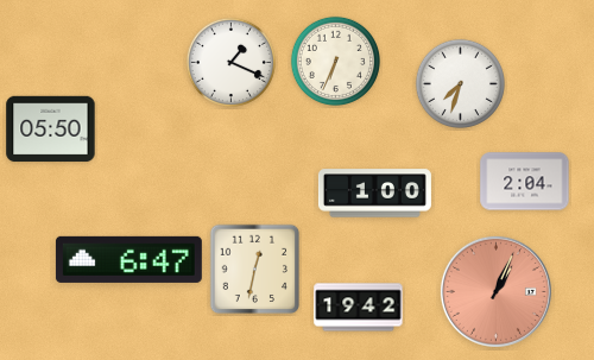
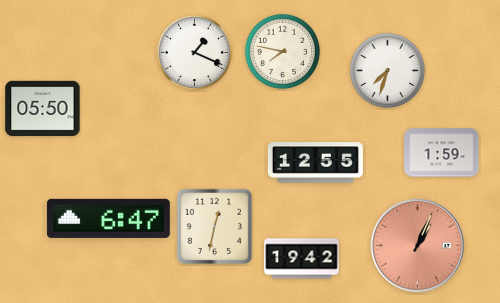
clock at (335, 61): 6:34 -> 7:47
clock at (525, 182): 2:04 -> 1:59
clock at (374, 194): 1:00 -> 12:55
